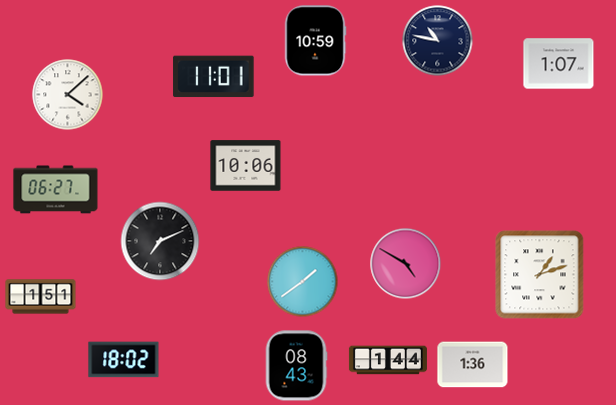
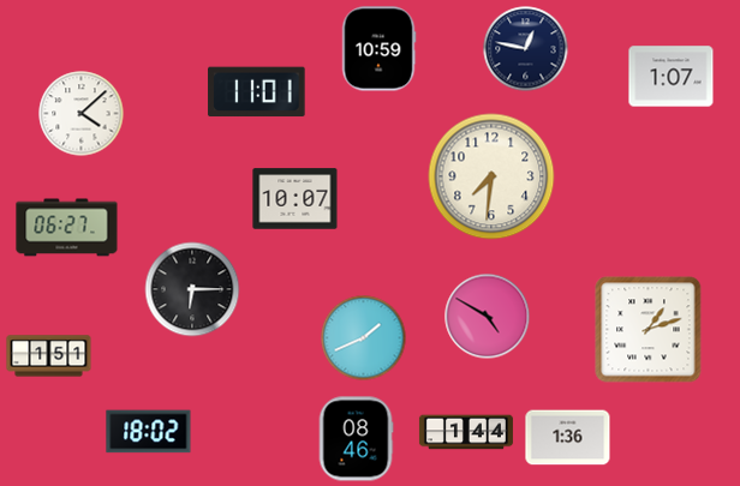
clock at (438, 41): 10:47 -> 12:47
clock at (491, 176): none -> 7:31
clock at (246, 166): 10:06 -> 10:07
clock at (160, 241): 7:11 -> 6:15
clock at (303, 282): 1:39 -> 1:41
clock at (296, 366): 08:43 -> 08:46
